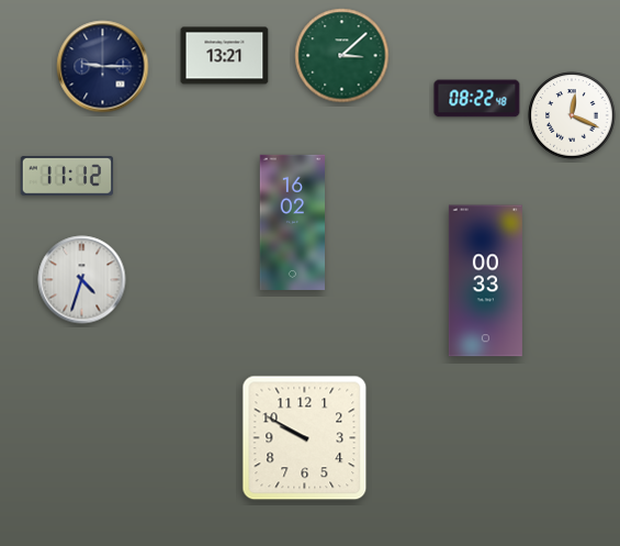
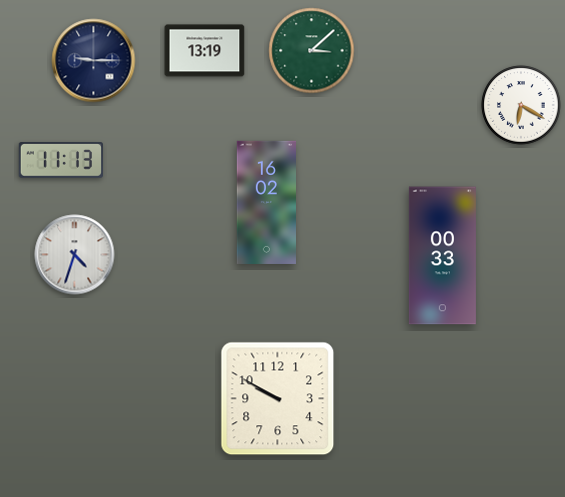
clock at (225, 56): 13:21 -> 13:19
clock at (477, 99): 08:22 -> none
clock at (572, 115): 12:19 -> 6:20
clock at (66, 176): 11:12 -> 11:13
